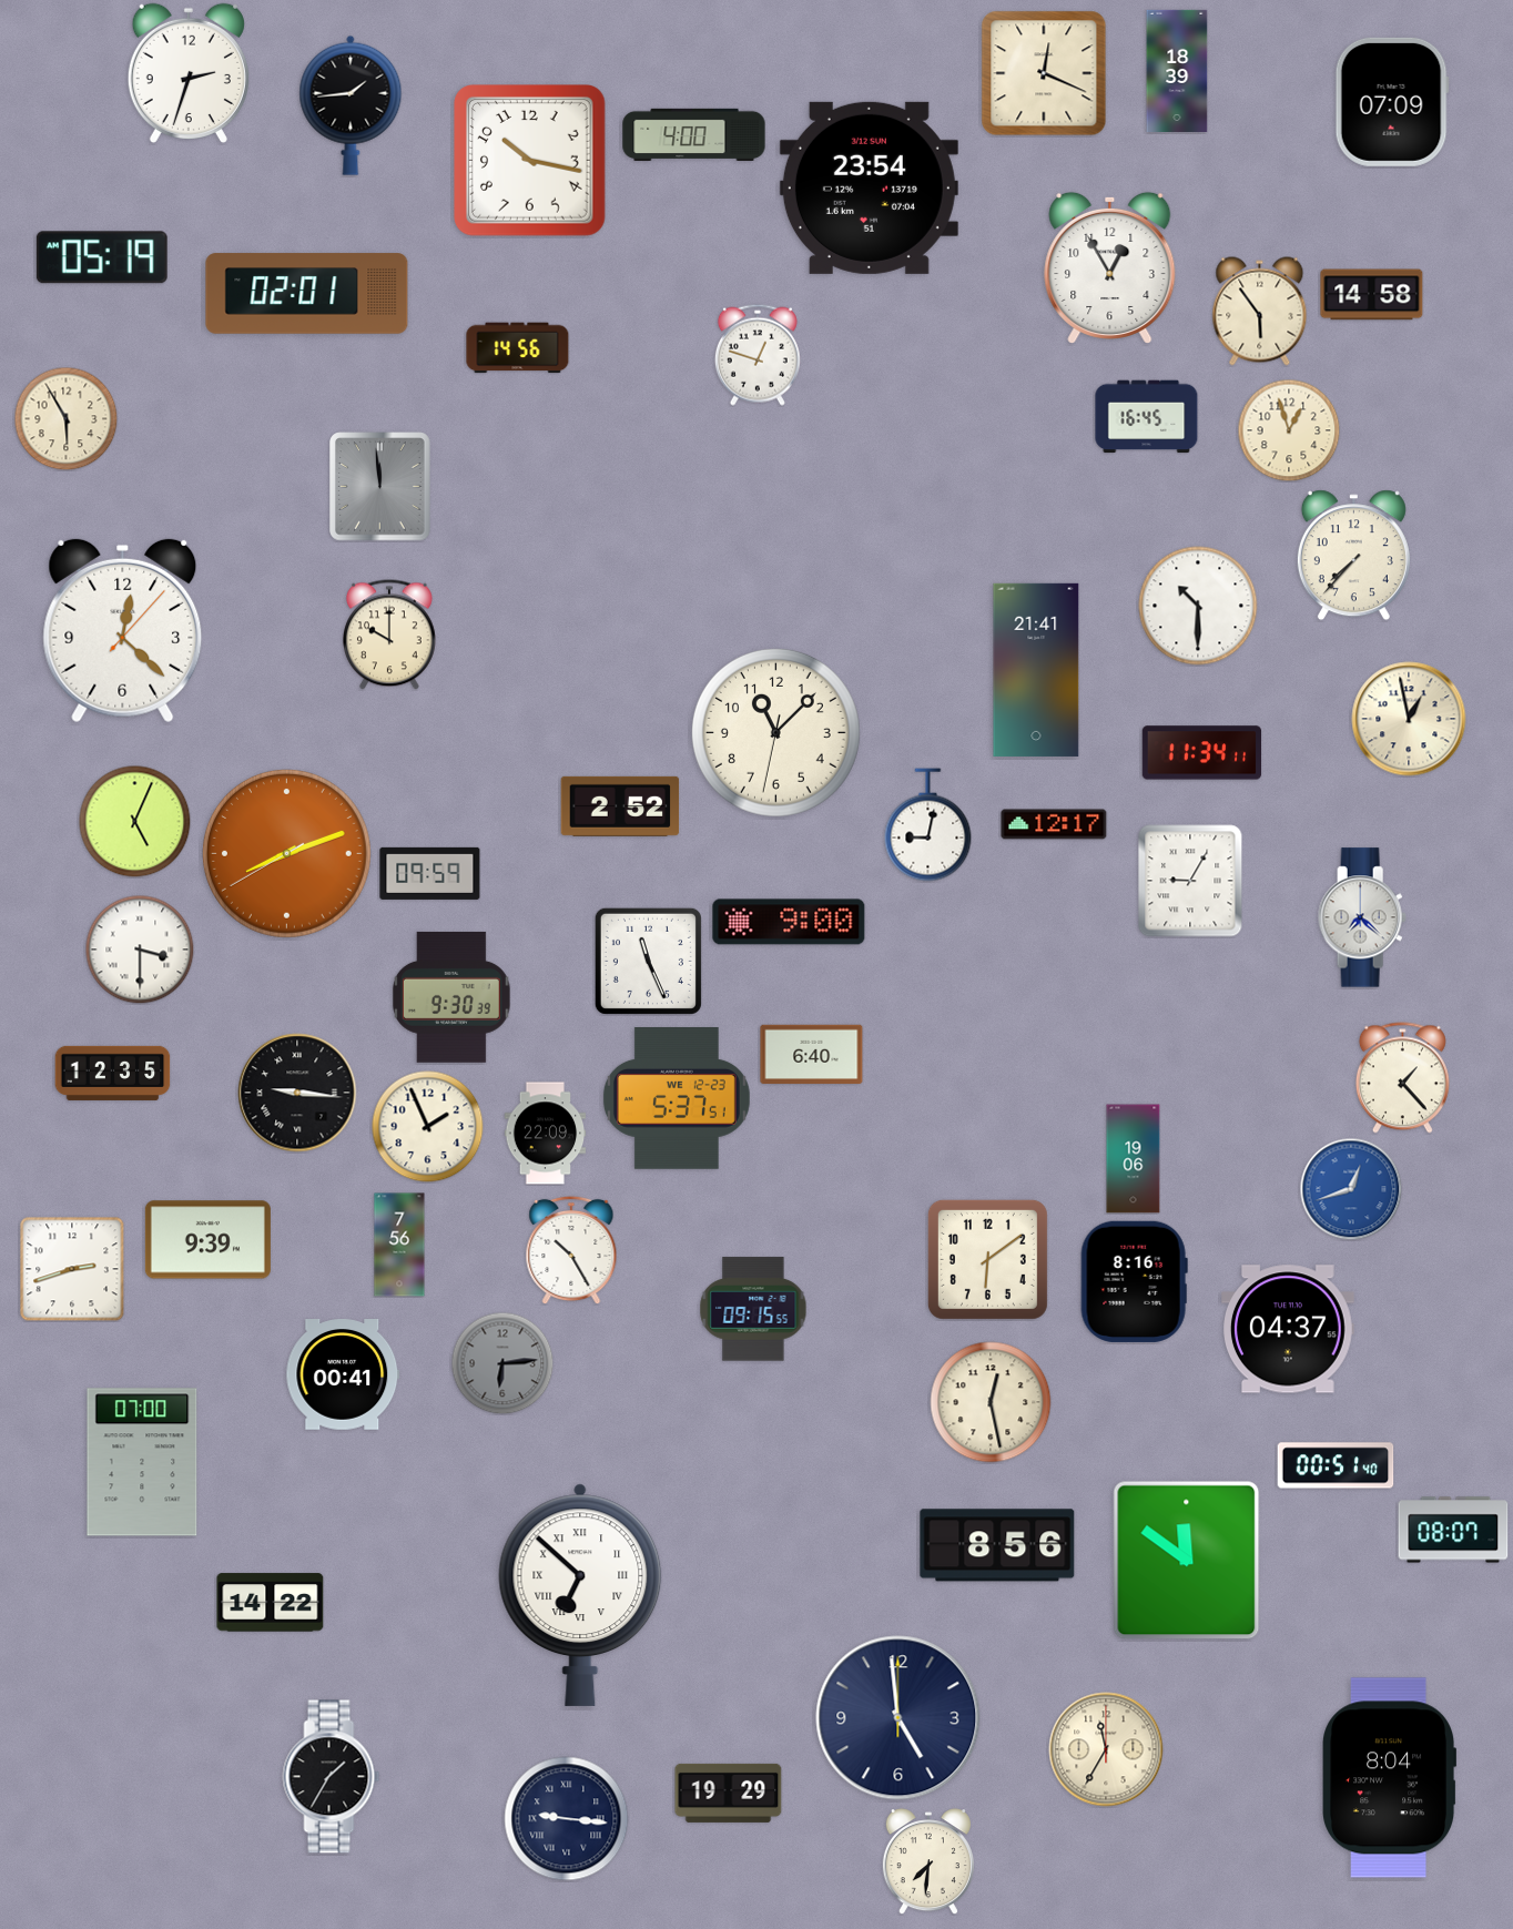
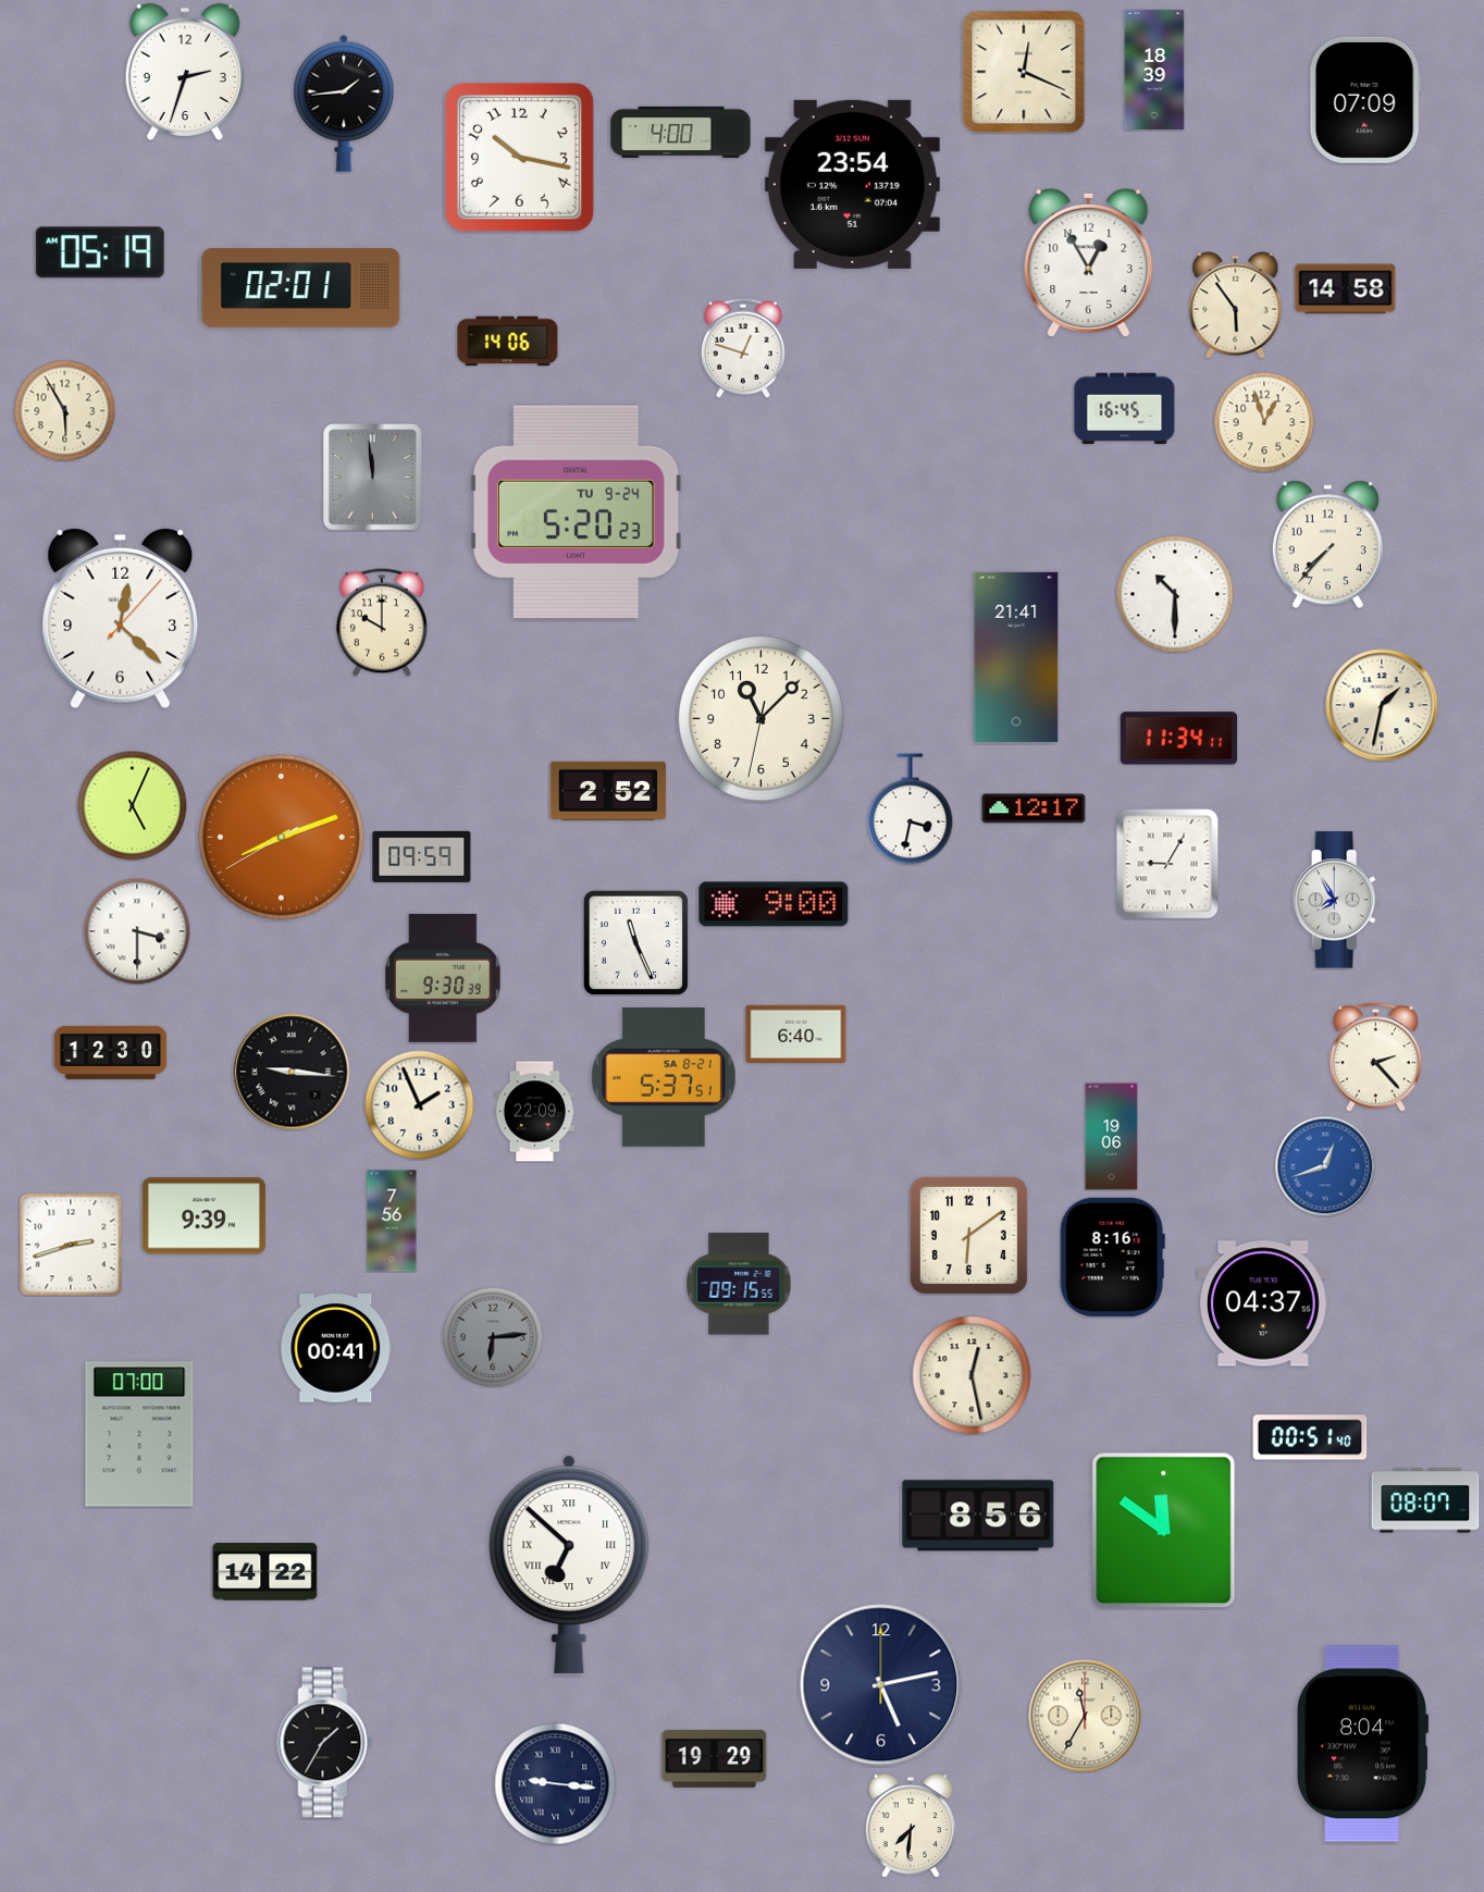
clock at (518, 348): 14:56 -> 14:06
clock at (577, 511): none -> 5:20
clock at (1409, 719): 12:58 -> 1:32
clock at (928, 825): 9:02 -> 3:32
clock at (1362, 917): 7:22 -> 7:55
clock at (113, 1073): 12:35 -> 12:30
clock at (1402, 1078): 1:23 -> 2:23
clock at (677, 1099) date: WE 12-23 -> SA 8-21
clock at (571, 1250): 10:25 -> none
clock at (898, 1718): 4:59 -> 5:13
